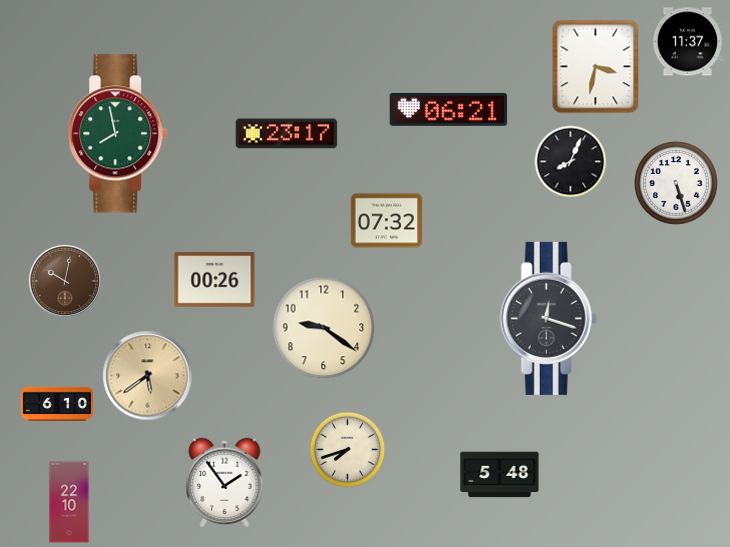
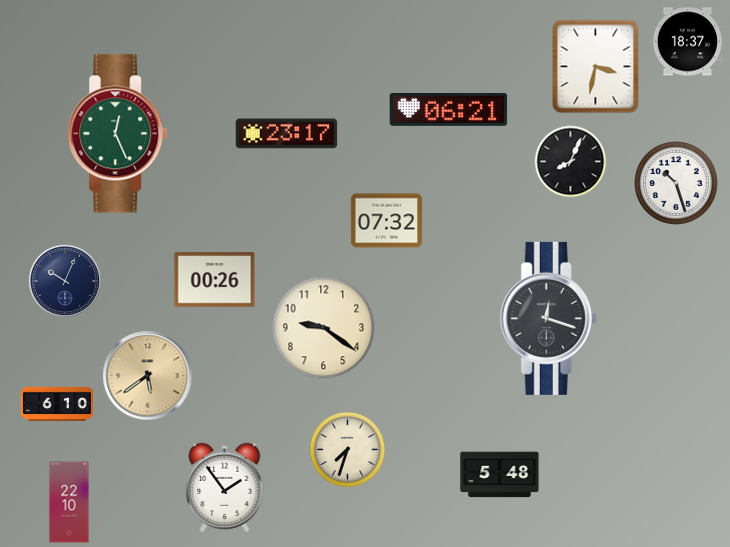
clock at (687, 42): 11:37 -> 18:37
clock at (118, 134): 7:58 -> 12:26
clock at (677, 184): 5:27 -> 10:27
clock at (65, 281): 10:02 -> 10:04
clock at (65, 281) dial: brown -> navy
clock at (348, 450): 7:42 -> 7:33
clock at (225, 483) position: (225, 483) -> (225, 488)
